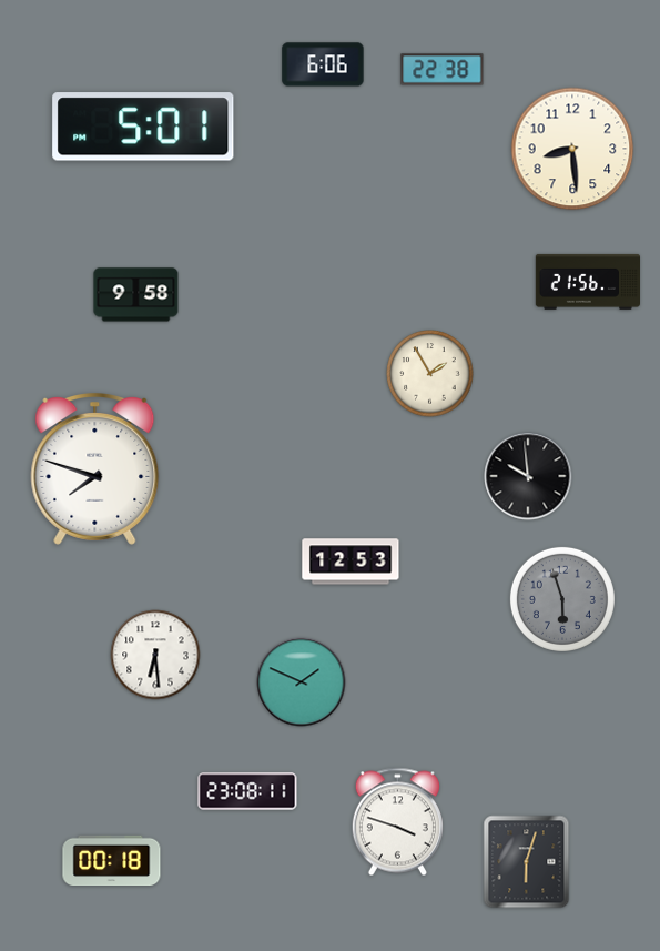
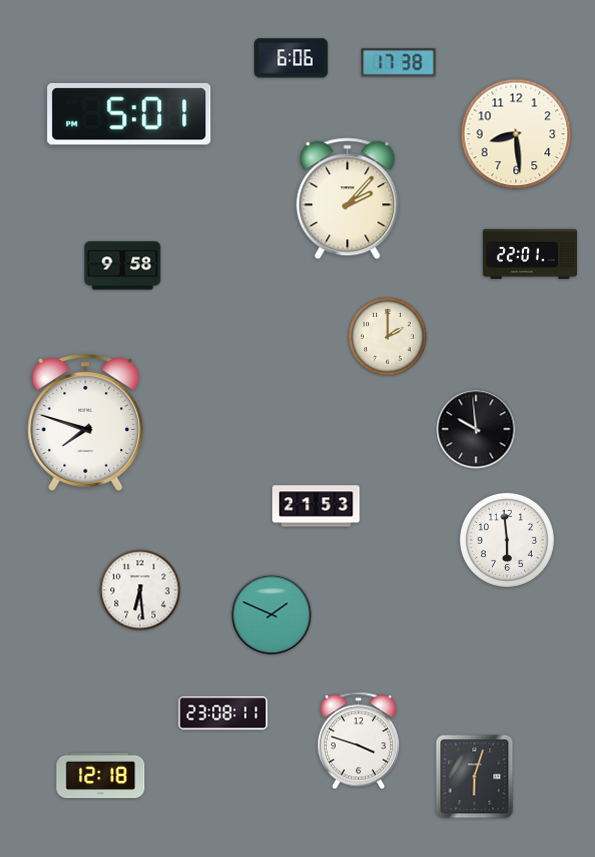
clock at (443, 70): 22:38 -> 17:38
clock at (348, 199): none -> 2:07
clock at (587, 282): 21:56 -> 22:01
clock at (430, 374): 1:55 -> 2:00
clock at (351, 562): 12:53 -> 21:53
clock at (562, 599): 5:57 -> 5:59
clock at (562, 599) dial: grey -> white
clock at (112, 861): 00:18 -> 12:18
